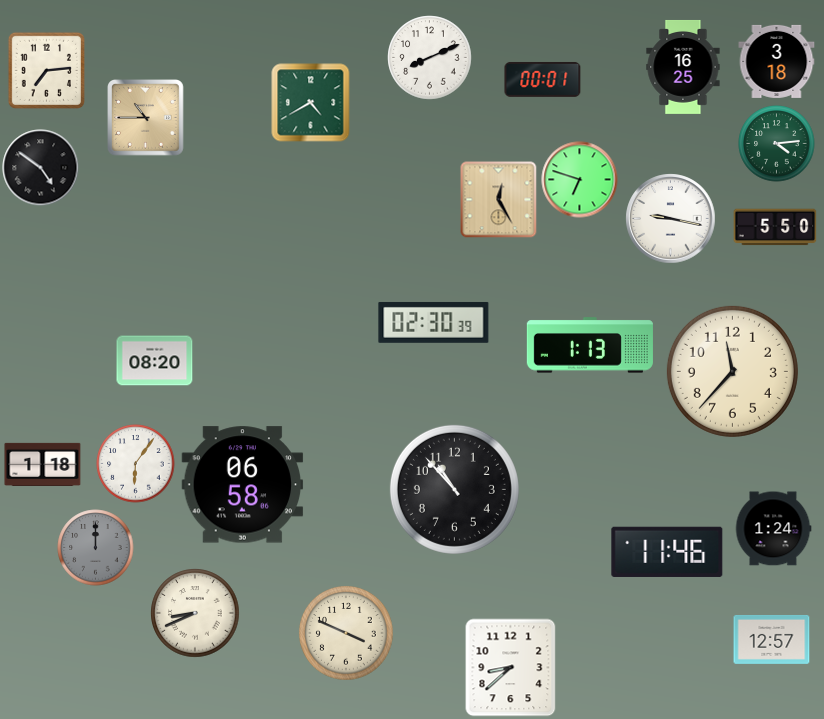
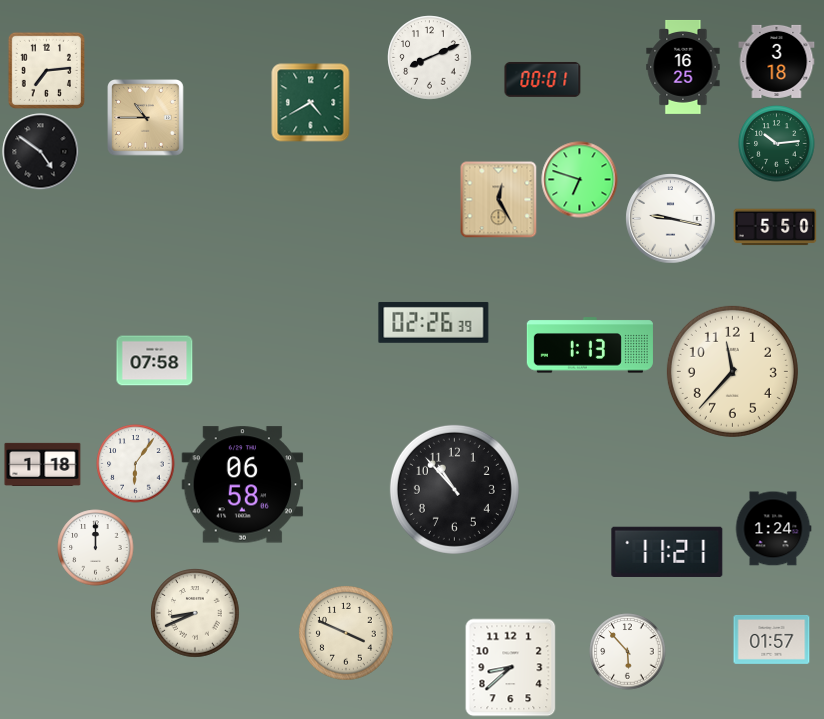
clock at (777, 144): 4:14 -> 10:14
clock at (41, 168) position: (41, 168) -> (41, 152)
clock at (434, 322): 02:30 -> 02:26
clock at (155, 361): 08:20 -> 07:58
clock at (96, 548) dial: grey -> white
clock at (667, 552): 11:46 -> 11:21
clock at (772, 639): 12:57 -> 01:57
clock at (628, 652): none -> 5:53
